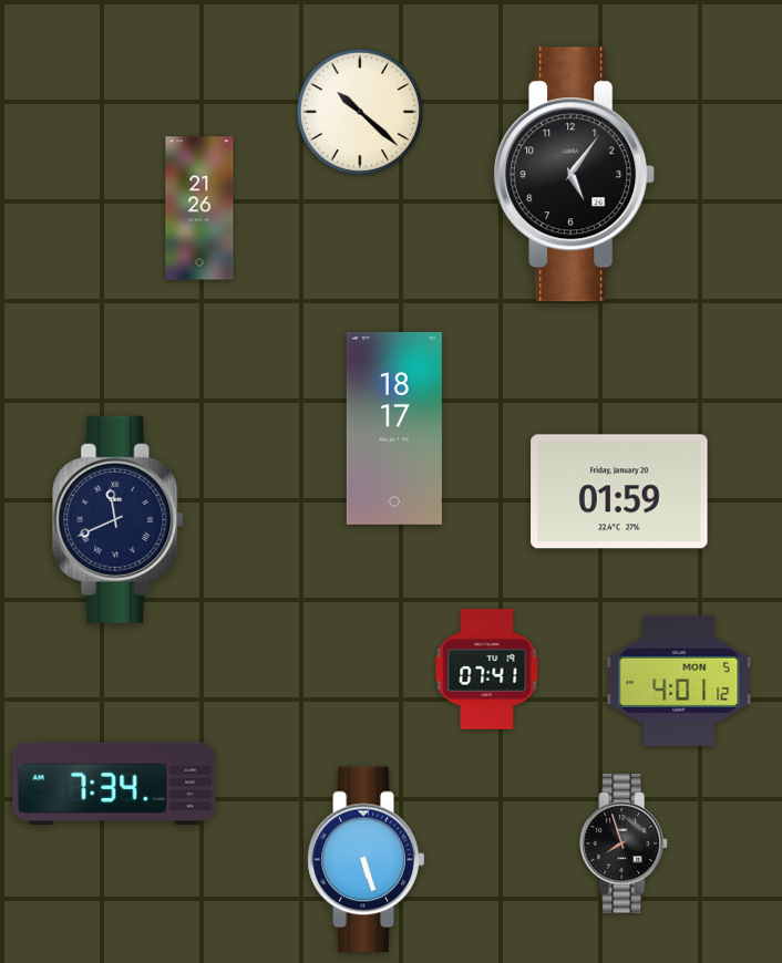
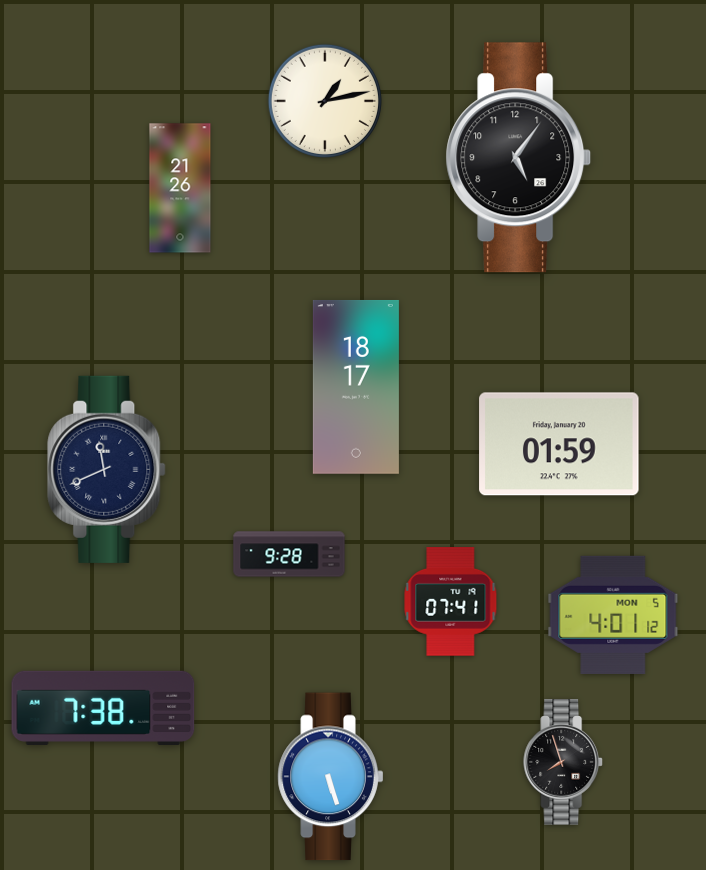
clock at (359, 111): 10:22 -> 1:13
clock at (289, 554): none -> 9:28
clock at (487, 670) position: (487, 670) -> (451, 602)
clock at (114, 784): 7:34 -> 7:38
